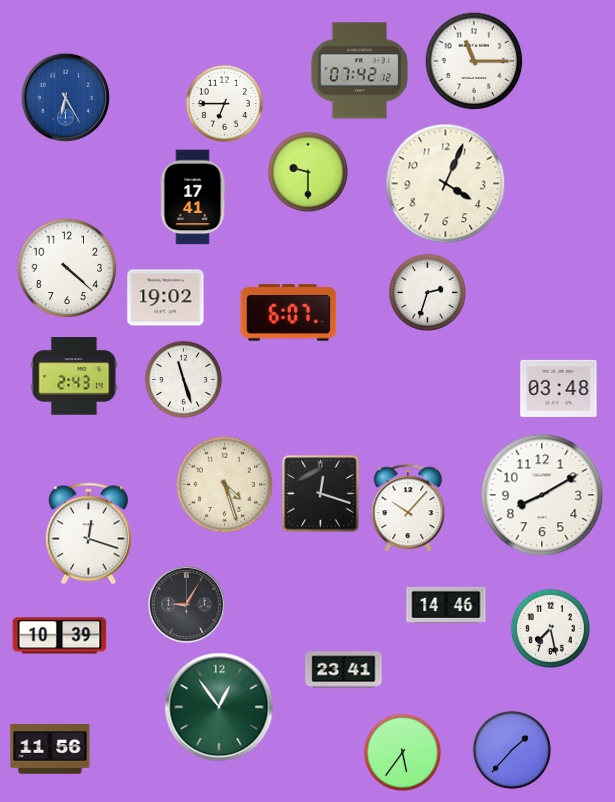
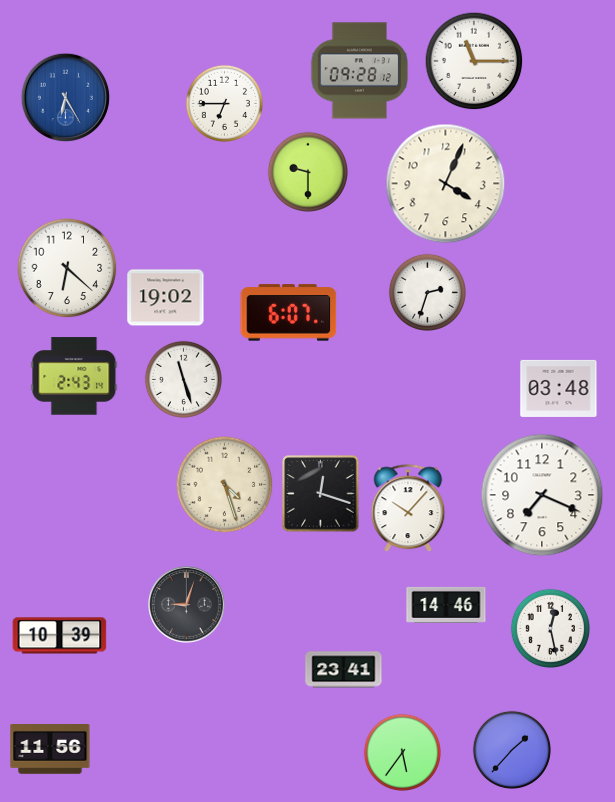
clock at (359, 71): 07:42 -> 09:28
clock at (193, 197): 17:41 -> none
clock at (67, 268): 4:22 -> 6:22
clock at (542, 495): 8:10 -> 7:19
clock at (88, 534): 12:18 -> none
clock at (187, 605): 9:05 -> 9:03
clock at (550, 628): 7:28 -> 12:28
clock at (219, 707): 12:54 -> none
